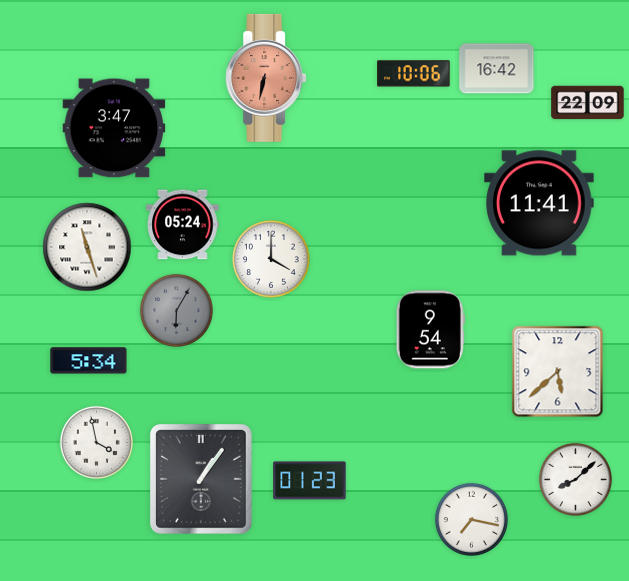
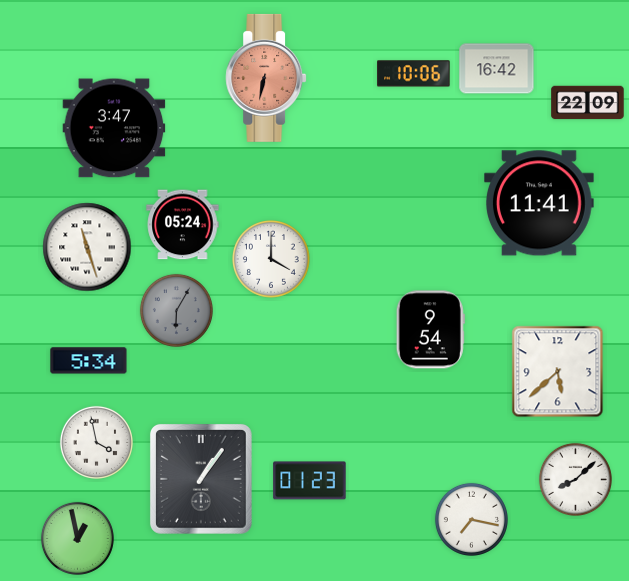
clock at (77, 538): none -> 12:58
